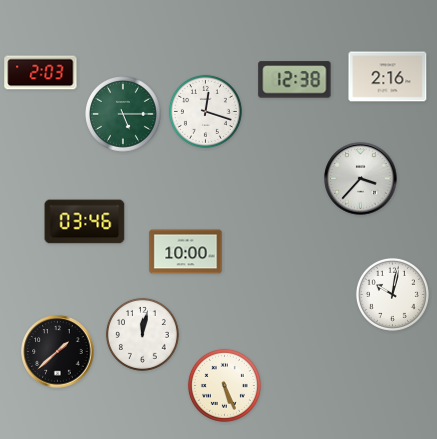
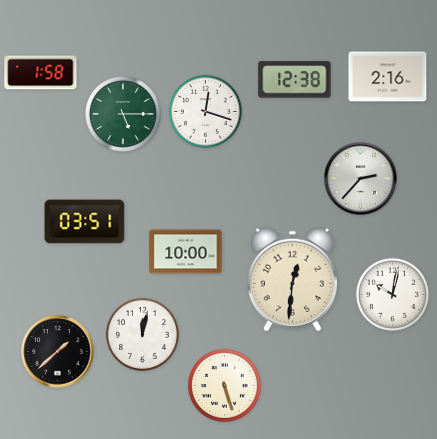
clock at (41, 73): 2:03 -> 1:58
clock at (361, 179): 3:37 -> 2:37
clock at (85, 222): 03:46 -> 03:51
clock at (292, 280): none -> 12:31
clock at (224, 385): 5:26 -> 5:27
